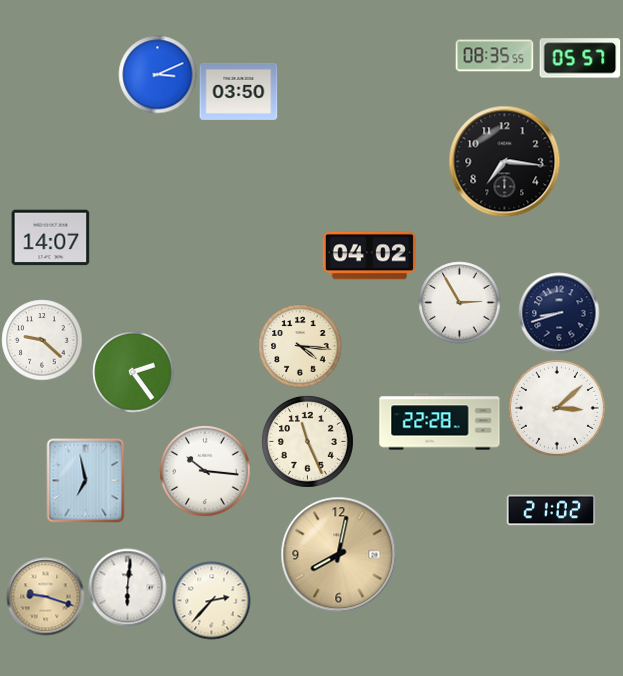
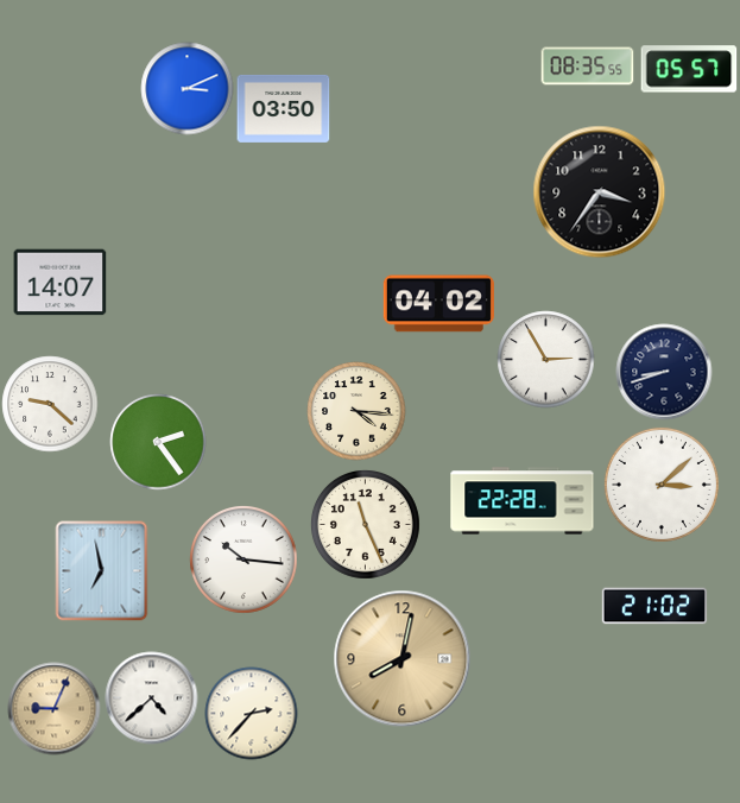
clock at (504, 161): 7:16 -> 3:36
clock at (127, 587): 6:01 -> 4:38
clock at (45, 596): 9:18 -> 9:04
